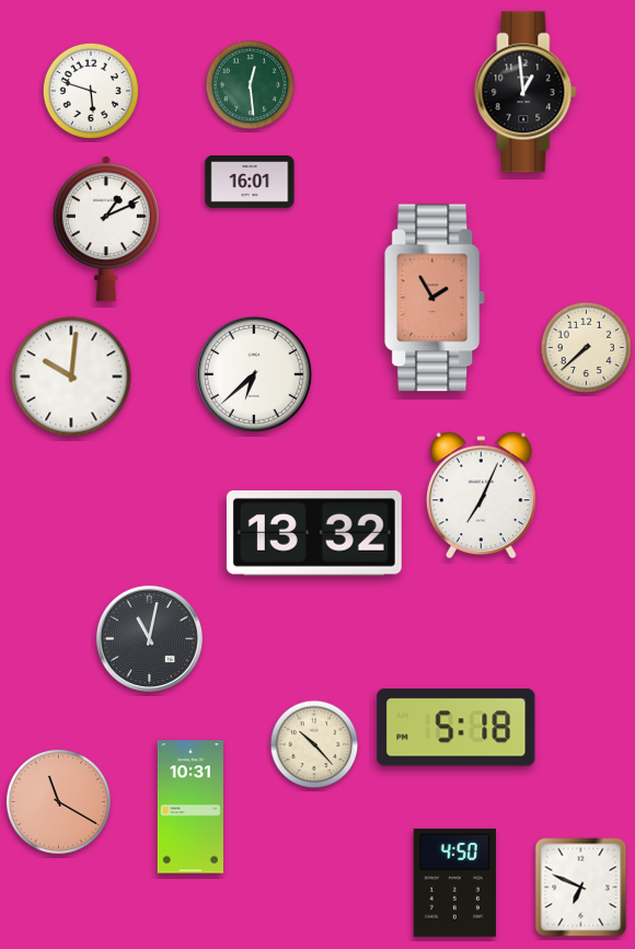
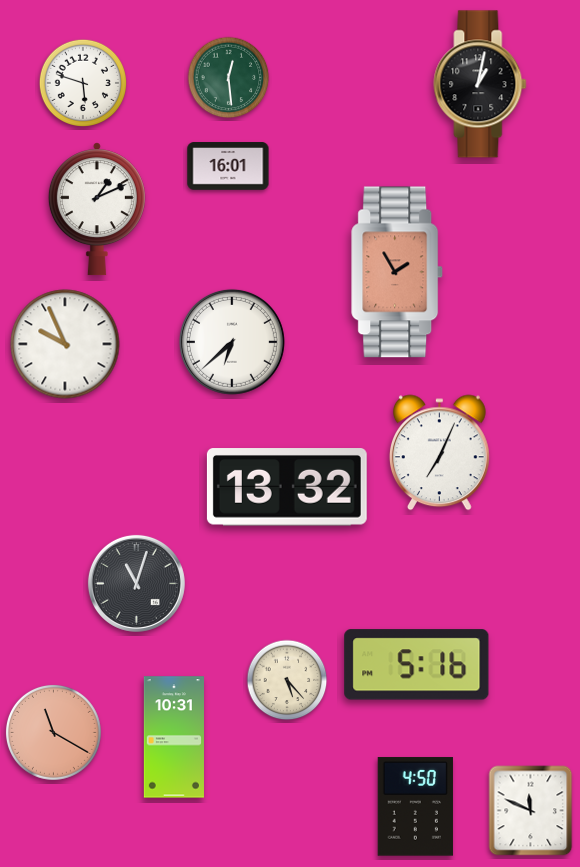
clock at (526, 92): 12:59 -> 1:02
clock at (587, 348): 7:38 -> none
clock at (71, 377): 10:01 -> 9:56
clock at (149, 638): 11:02 -> 11:03
clock at (457, 728): 5:18 -> 5:16
clock at (314, 744): 10:23 -> 5:23
clock at (581, 888): 6:49 -> 11:49
